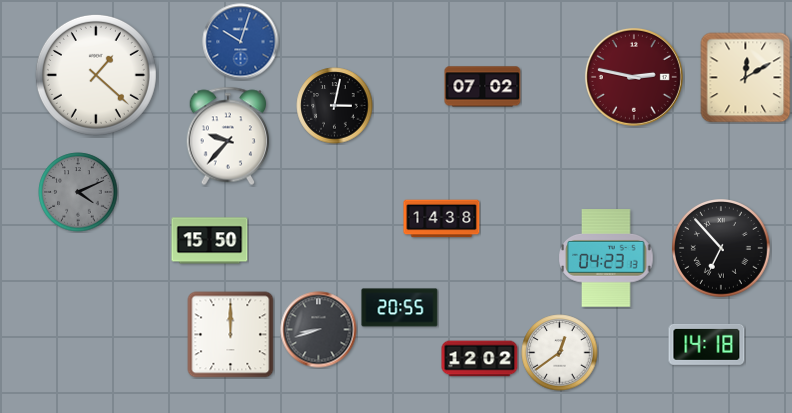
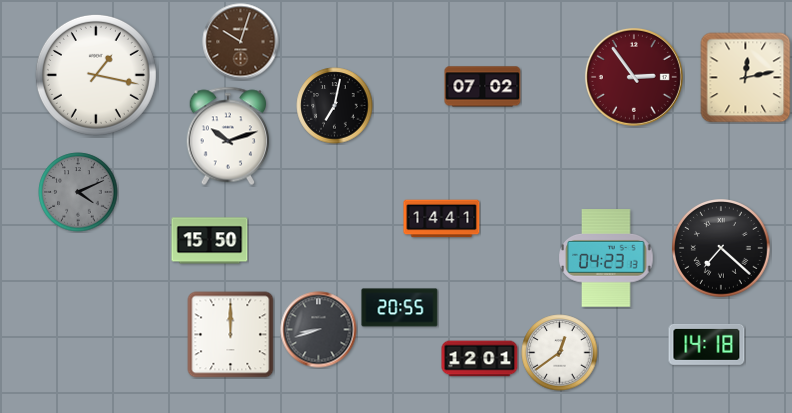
clock at (241, 42) dial: blue -> brown
clock at (96, 75): 1:22 -> 1:17
clock at (634, 77): 2:47 -> 2:54
clock at (746, 78): 12:10 -> 12:13
clock at (335, 106): 3:02 -> 7:02
clock at (227, 136): 9:37 -> 10:12
clock at (442, 219): 14:38 -> 14:41
clock at (721, 248): 6:53 -> 7:22
clock at (480, 359): 12:02 -> 12:01
